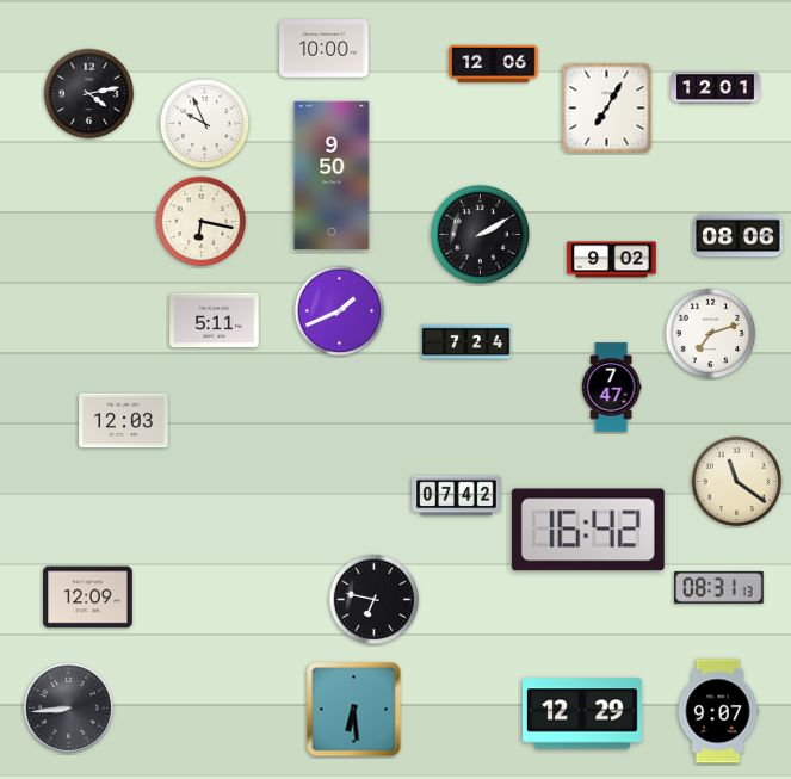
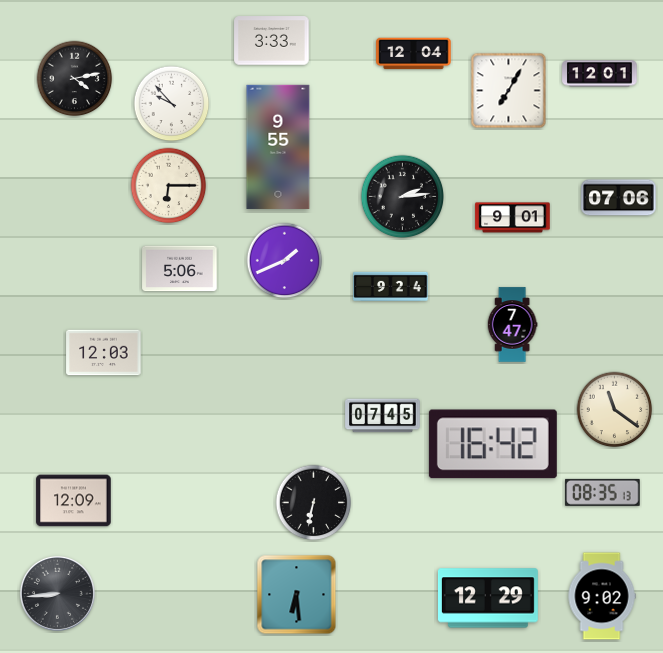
clock at (325, 49): 10:00 -> 3:33
clock at (494, 64): 12:06 -> 12:04
clock at (205, 124): 9:56 -> 9:53
clock at (332, 175): 9:50 -> 9:55
clock at (202, 222): 6:17 -> 6:15
clock at (481, 235): 2:10 -> 2:14
clock at (739, 236): 08:06 -> 07:06
clock at (612, 260): 9:02 -> 9:01
clock at (215, 321): 5:11 -> 5:06
clock at (711, 334): 7:12 -> none
clock at (466, 341): 7:24 -> 9:24
clock at (737, 482) position: (737, 482) -> (615, 410)
clock at (457, 496): 07:42 -> 07:45
clock at (719, 587): 08:31 -> 08:35
clock at (375, 600): 6:47 -> 6:32
clock at (718, 711): 9:07 -> 9:02
